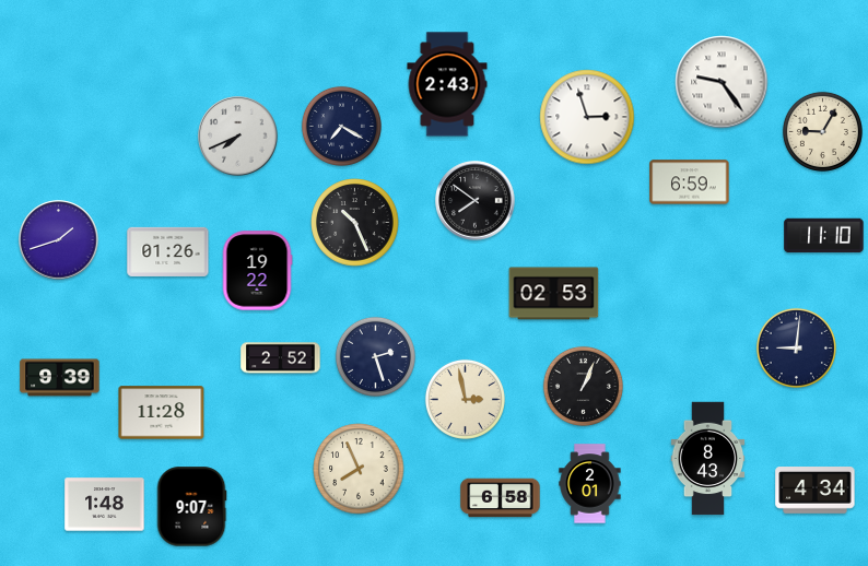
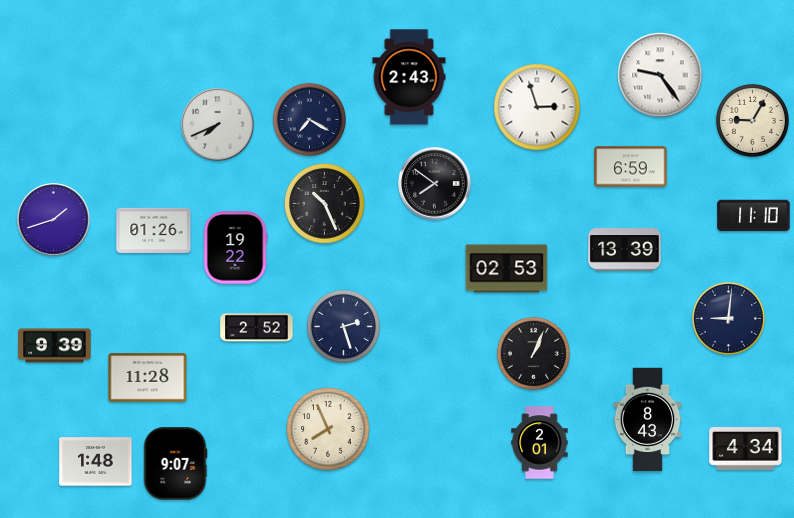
clock at (341, 126) position: (341, 126) -> (309, 119)
clock at (625, 250): none -> 13:39
clock at (465, 399): 2:58 -> none
clock at (501, 498): 6:58 -> none
